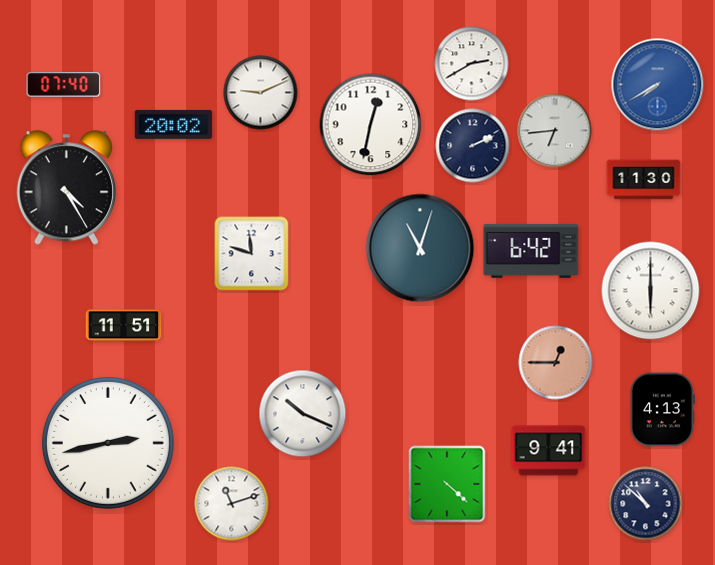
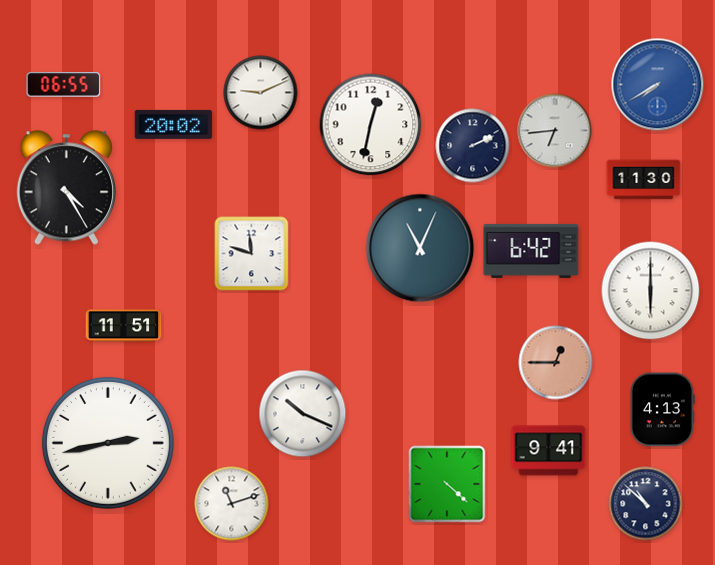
clock at (472, 64): 2:40 -> none
clock at (64, 85): 07:40 -> 06:55
clock at (420, 248): 11:03 -> 11:04
